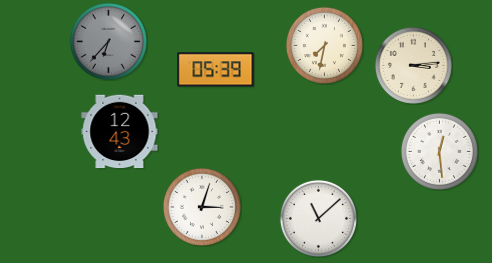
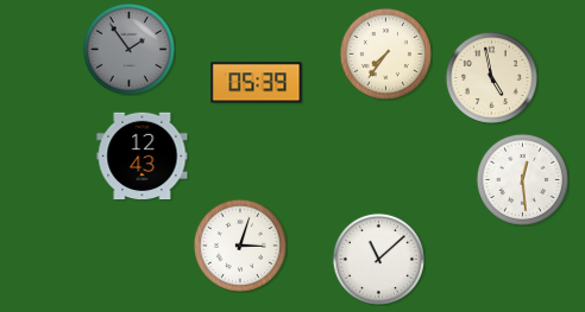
clock at (108, 41): 6:37 -> 1:54
clock at (324, 45): 7:32 -> 7:36
clock at (413, 65): 3:14 -> 4:58
